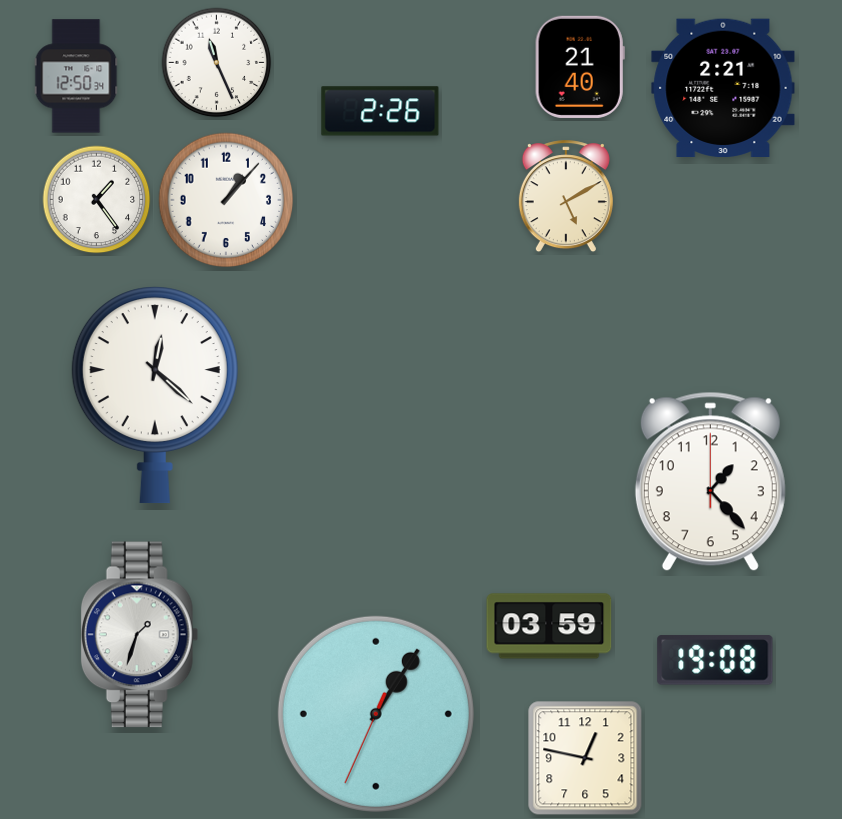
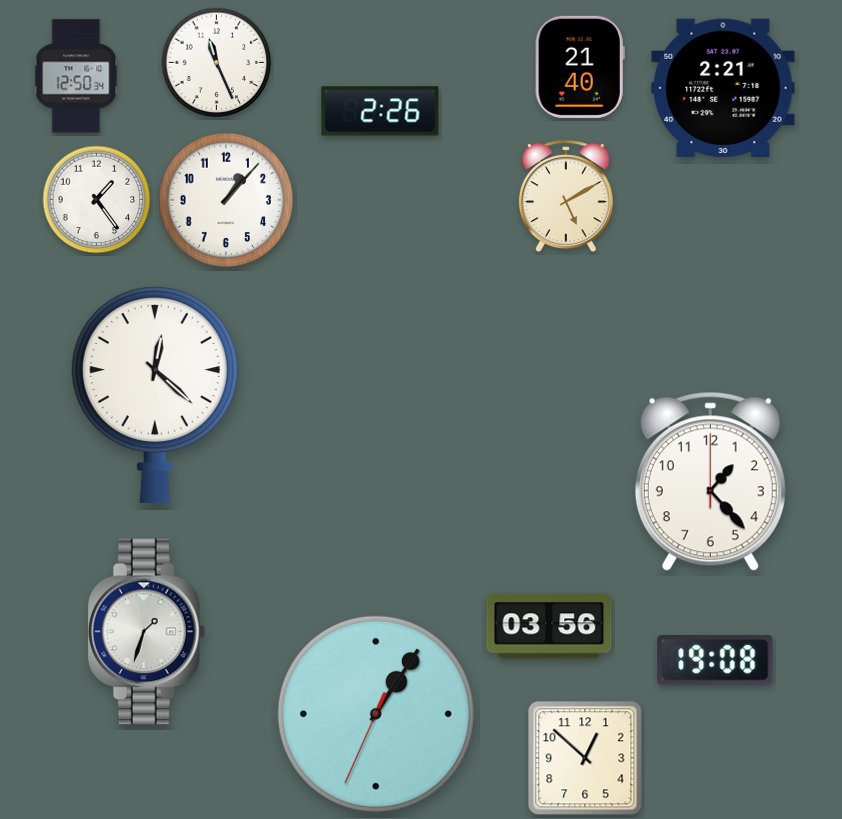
clock at (549, 626): 03:59 -> 03:56
clock at (140, 635) position: (140, 635) -> (147, 632)
clock at (585, 758): 12:47 -> 12:52
